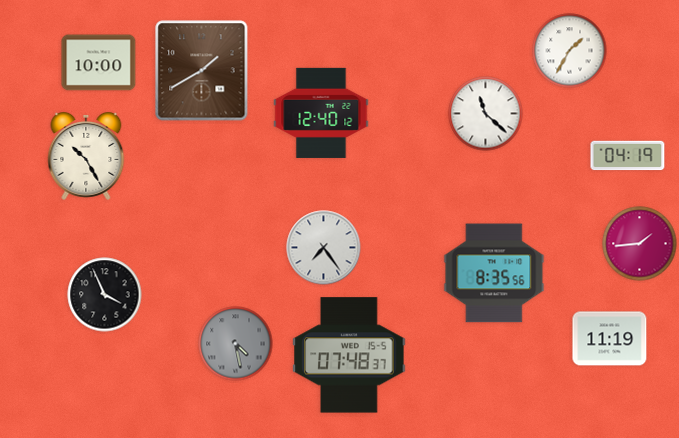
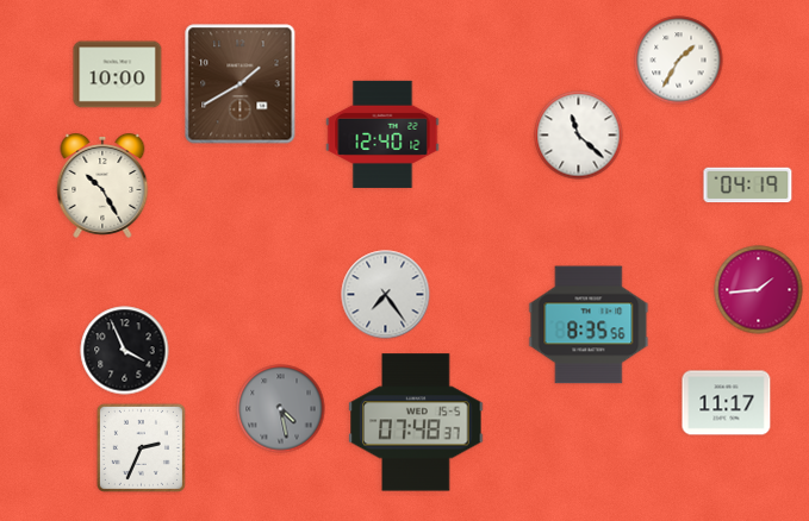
clock at (640, 244) position: (640, 244) -> (759, 290)
clock at (610, 339): 11:19 -> 11:17
clock at (141, 447): none -> 2:34
